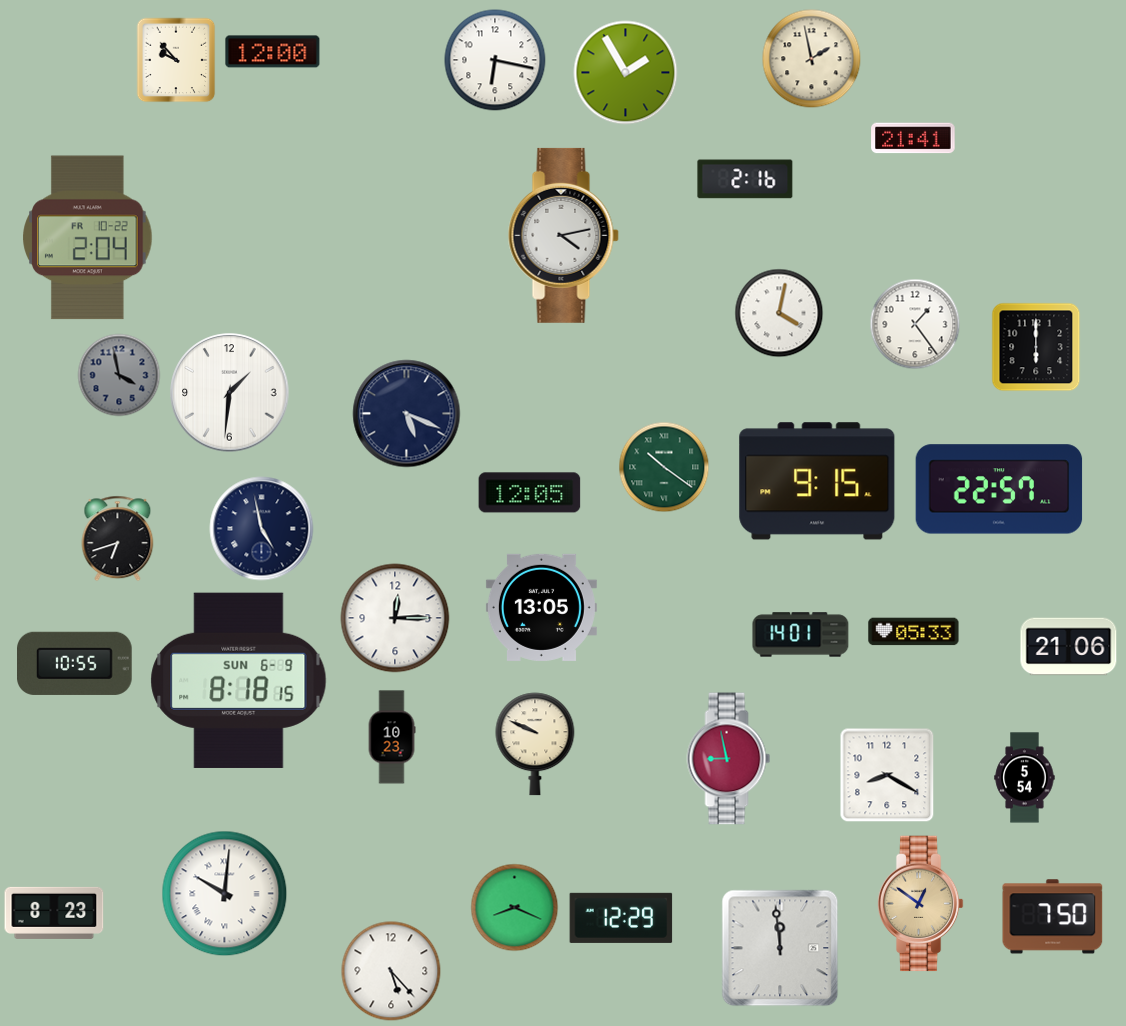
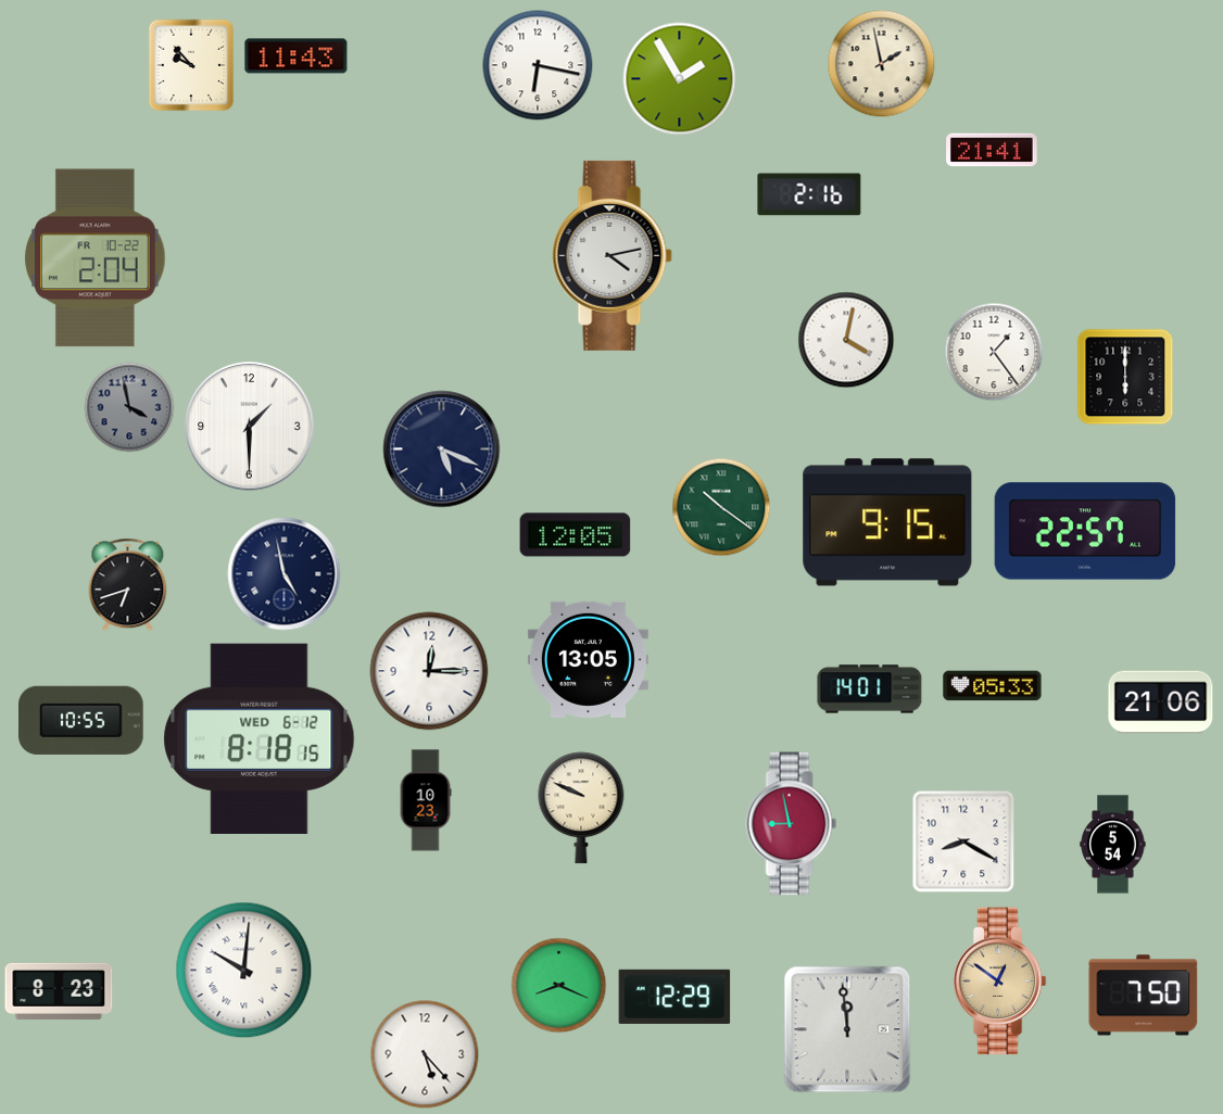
clock at (273, 52): 12:00 -> 11:43
clock at (230, 393): 1:31 -> 1:30
clock at (239, 680) date: SUN 6-9 -> WED 6-12
